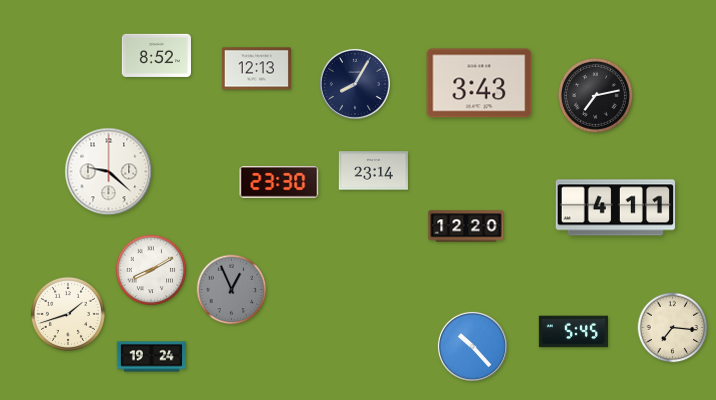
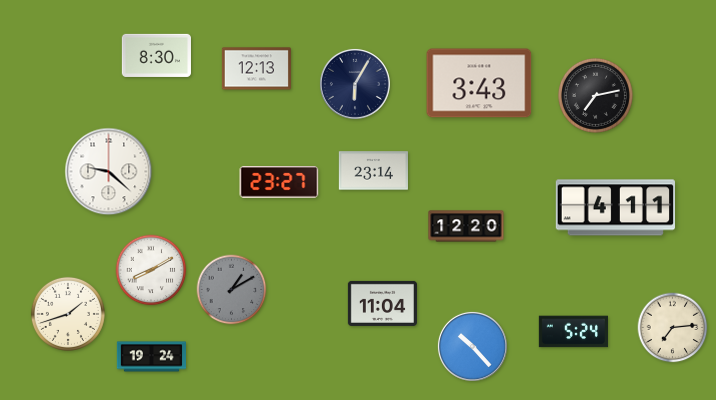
clock at (156, 55): 8:52 -> 8:30
clock at (355, 84): 8:05 -> 6:05
clock at (279, 183): 23:30 -> 23:27
clock at (232, 290): 12:56 -> 1:10
clock at (382, 303): none -> 11:04
clock at (673, 328): 7:16 -> 7:14
clock at (573, 332): 5:45 -> 5:24
